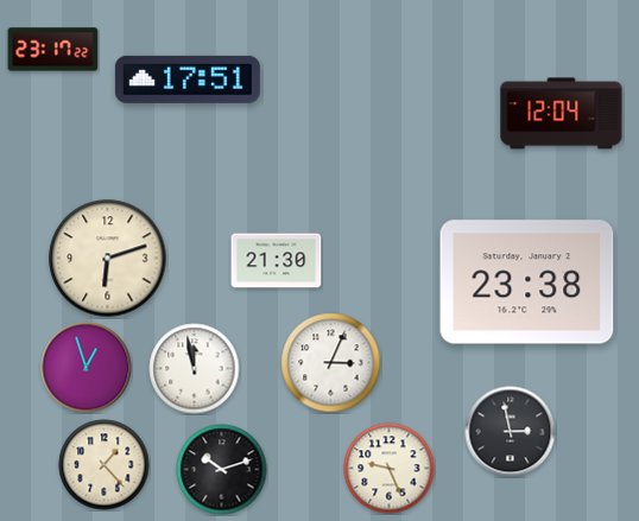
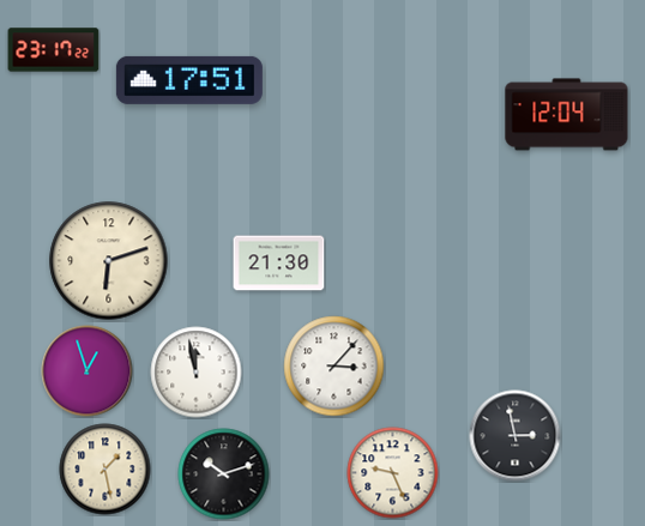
clock at (527, 282): 23:38 -> none
clock at (331, 363): 3:04 -> 3:07
clock at (105, 465): 1:23 -> 1:28
